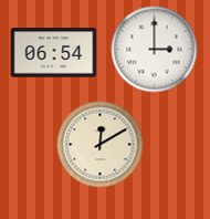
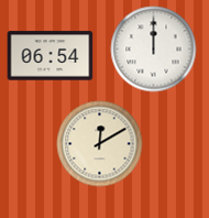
clock at (154, 49): 3:00 -> 12:00
clock at (53, 53) position: (53, 53) -> (50, 56)
